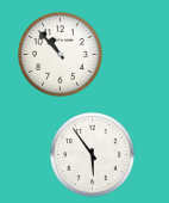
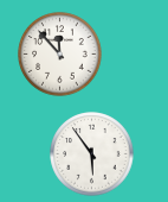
clock at (61, 55): 10:53 -> 11:53
